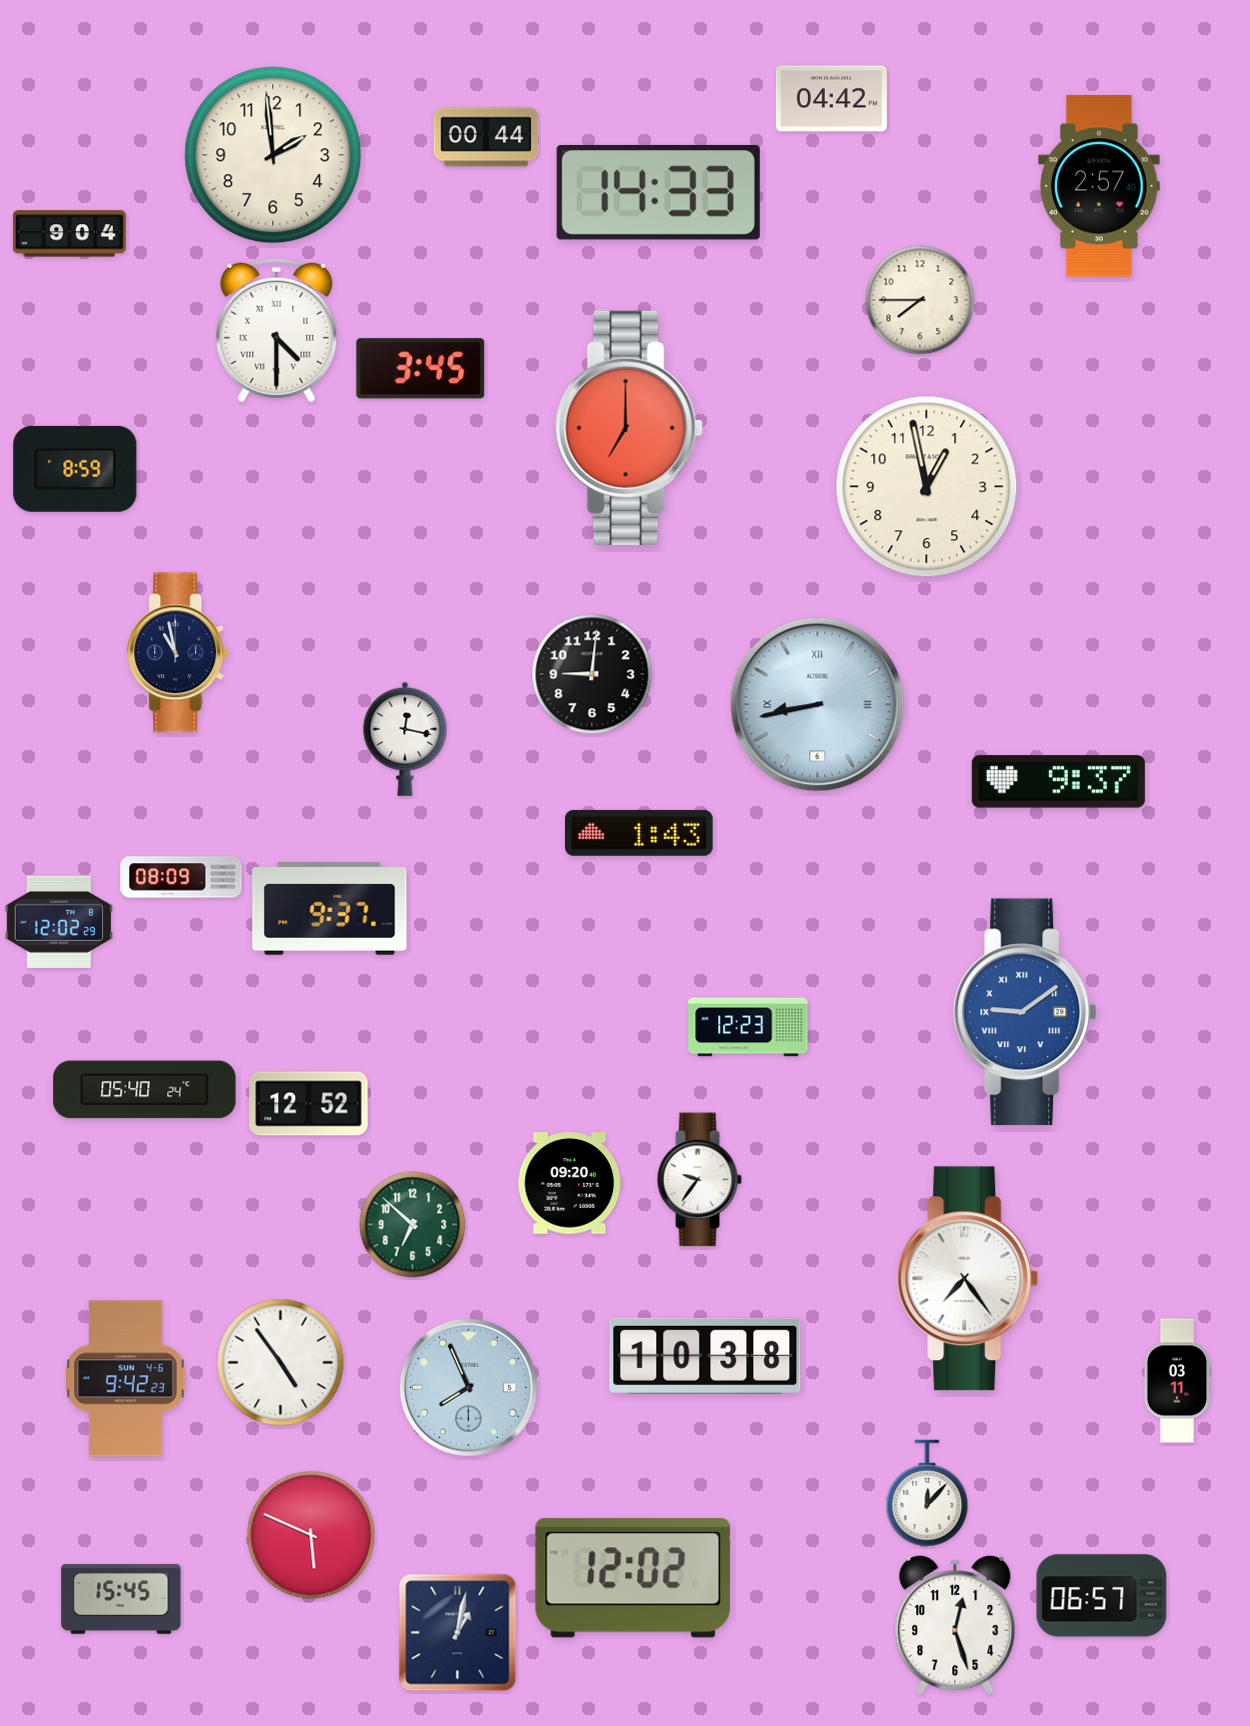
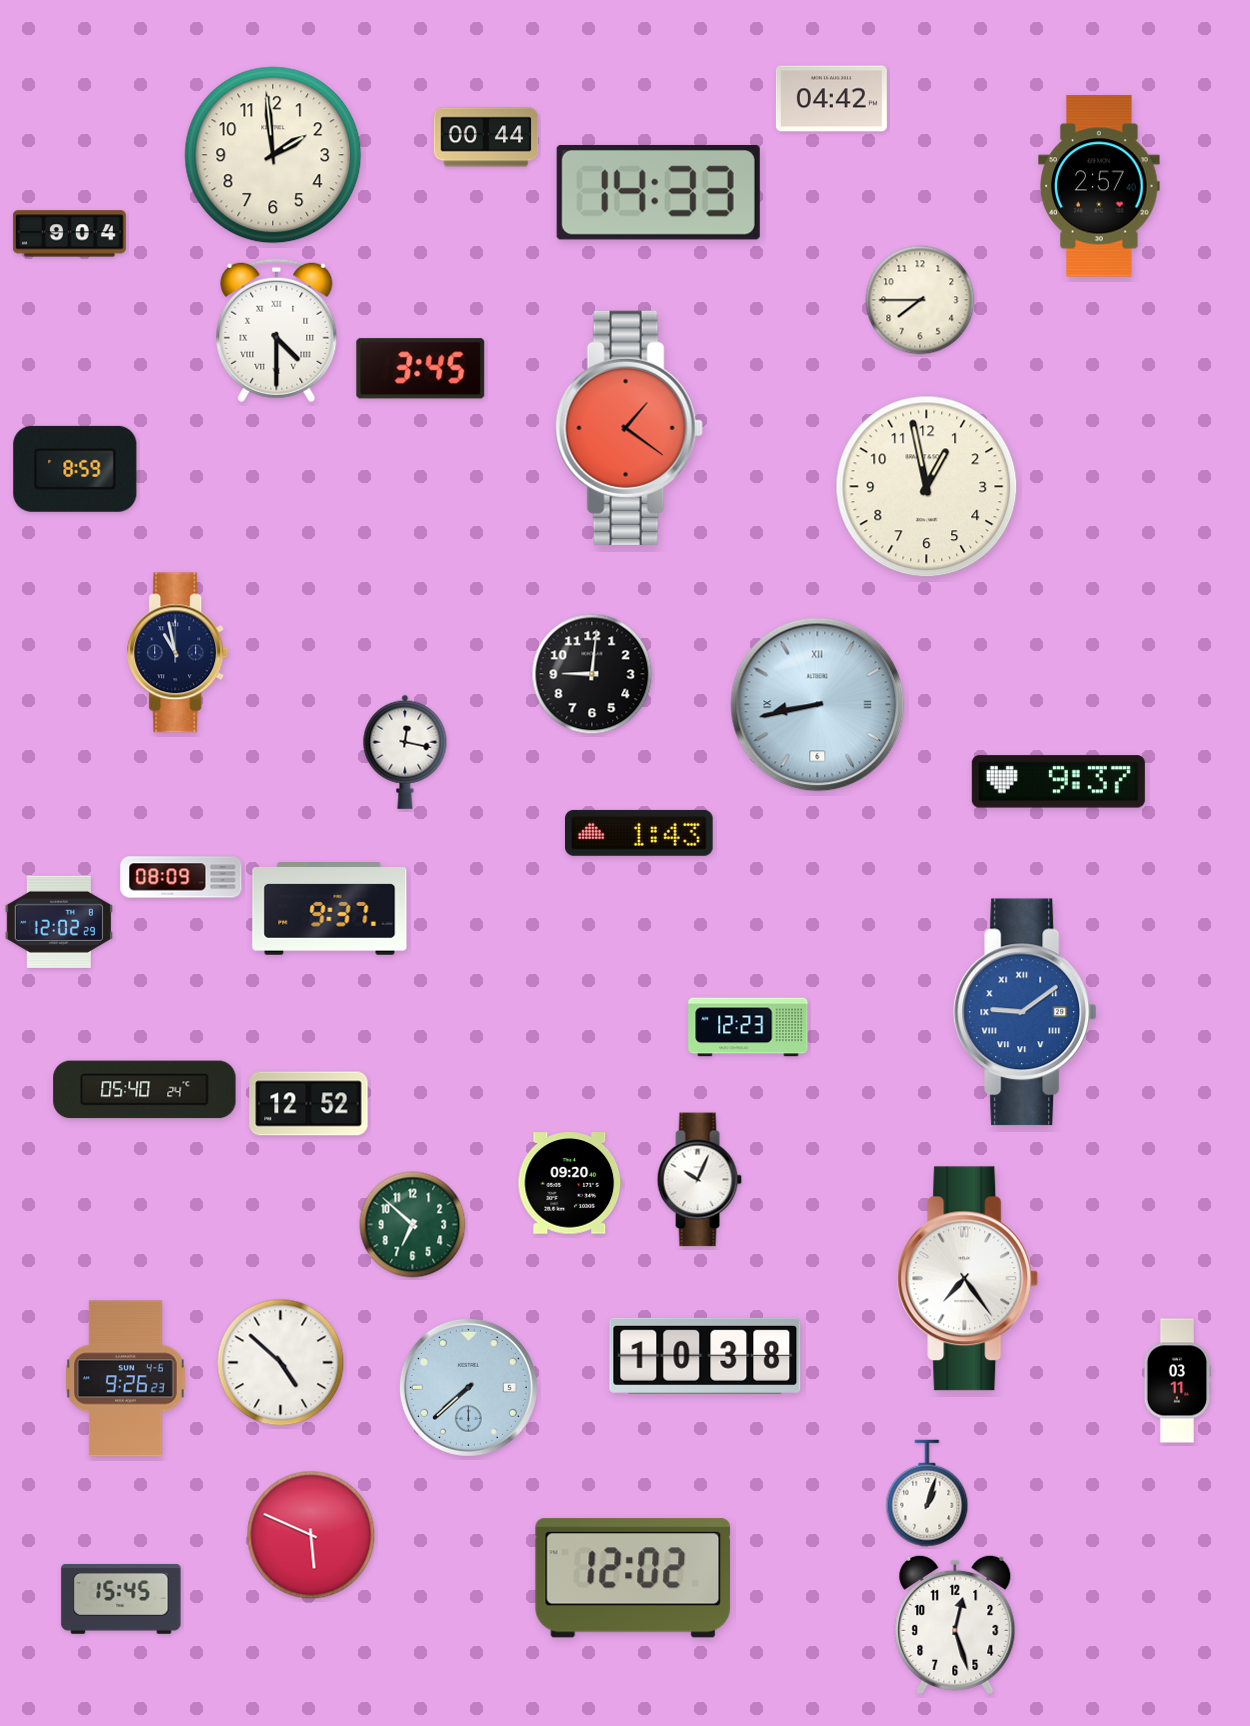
clock at (629, 428): 7:00 -> 1:21
clock at (405, 739) position: (405, 739) -> (405, 752)
clock at (699, 1180): 9:36 -> 10:04
clock at (281, 1363): 4:54 -> 4:52
clock at (126, 1379): 9:42 -> 9:26
clock at (468, 1387): 7:56 -> 7:38
clock at (927, 1493): 12:07 -> 1:03
clock at (1102, 1596): 06:57 -> none
clock at (458, 1633): 1:02 -> none
